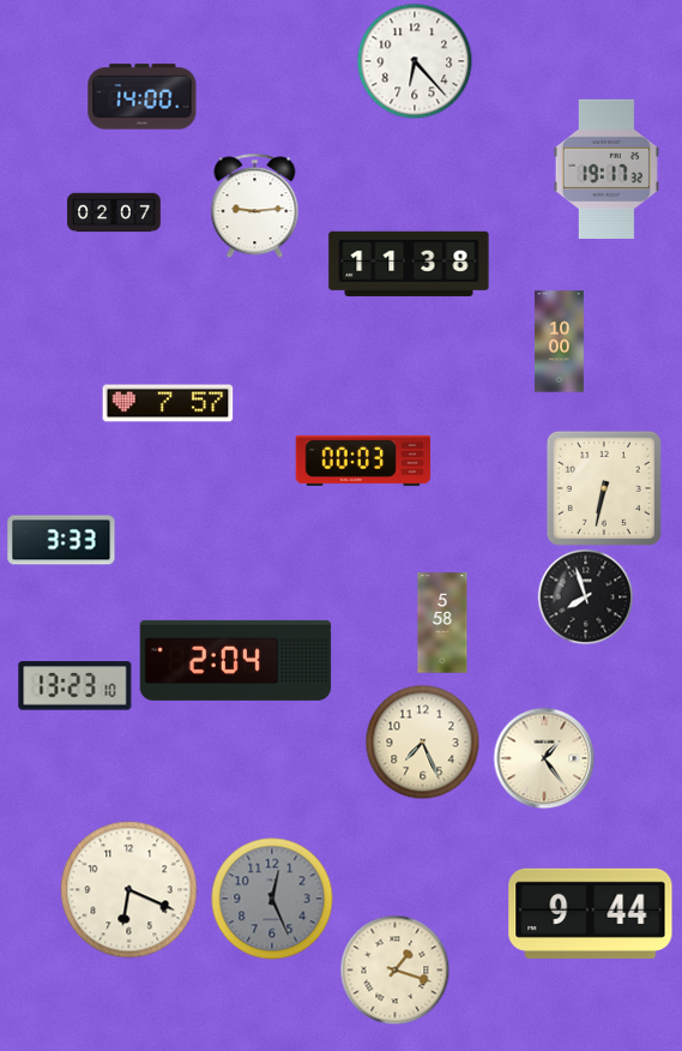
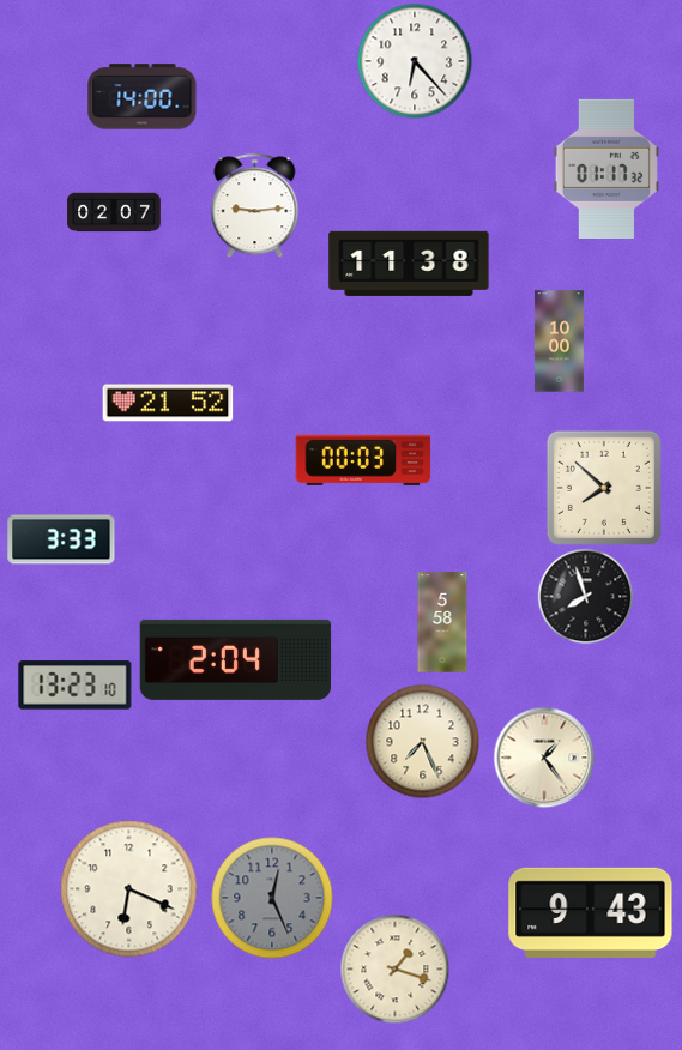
clock at (606, 169): 19:17 -> 01:17
clock at (168, 403): 7:57 -> 21:52
clock at (604, 488): 6:32 -> 7:52
clock at (591, 913): 9:44 -> 9:43
